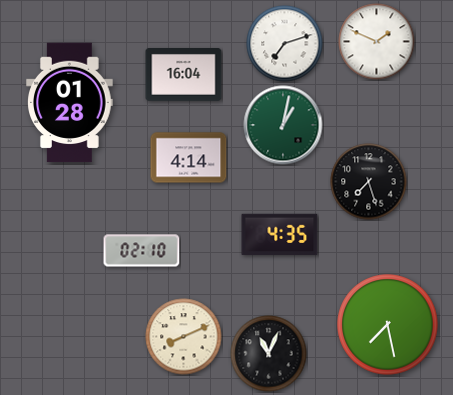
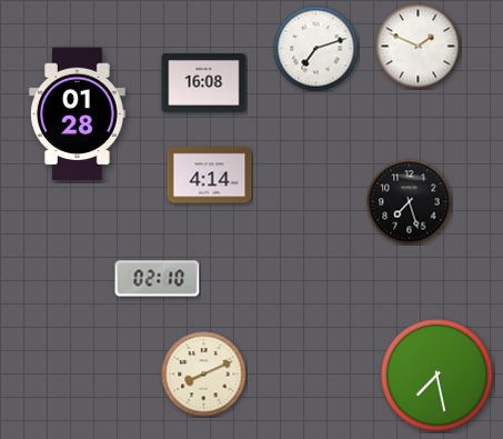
clock at (184, 75): 16:04 -> 16:08
clock at (283, 125): 1:02 -> none
clock at (280, 235): 4:35 -> none
clock at (388, 325) position: (388, 325) -> (437, 376)
clock at (269, 354): 11:04 -> none
